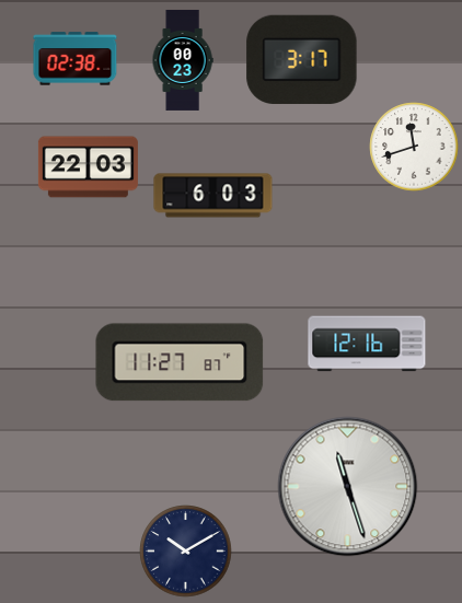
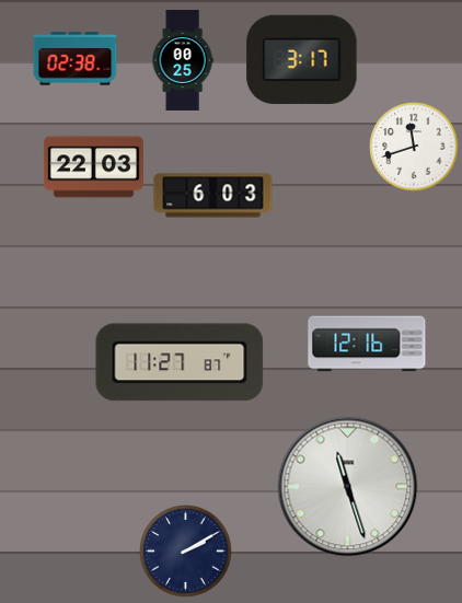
clock at (183, 60): 00:23 -> 00:25
clock at (88, 167) position: (88, 167) -> (93, 167)
clock at (186, 552): 10:10 -> 2:10
